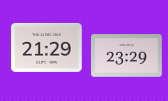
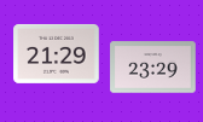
clock at (47, 47) position: (47, 47) -> (57, 53)
